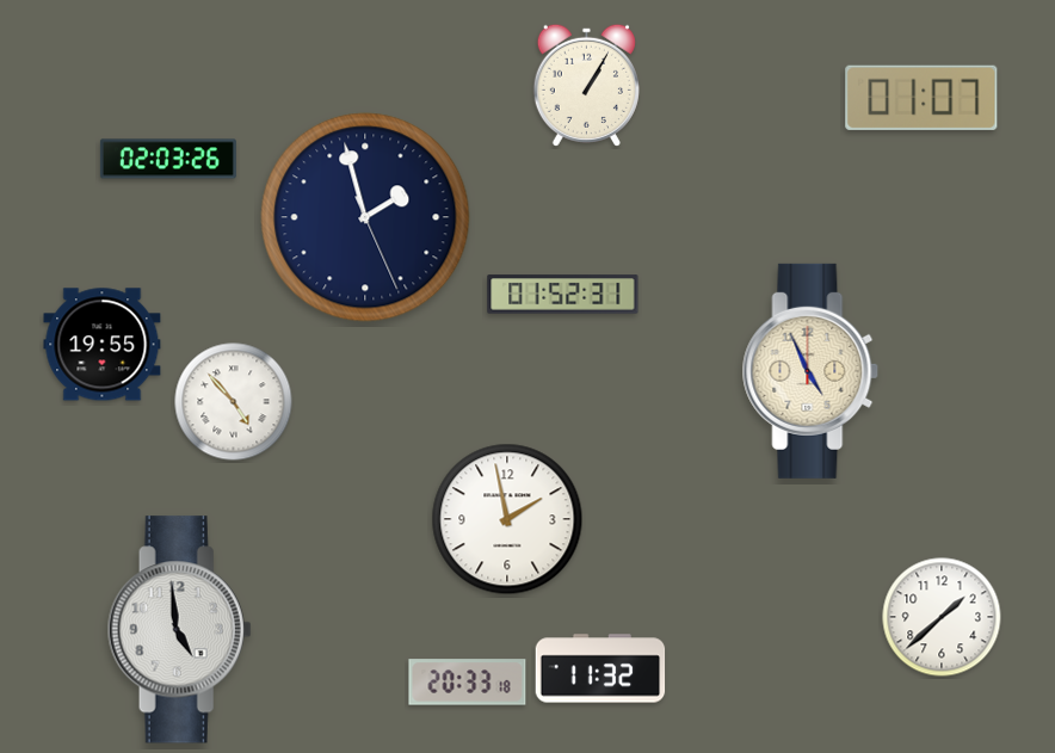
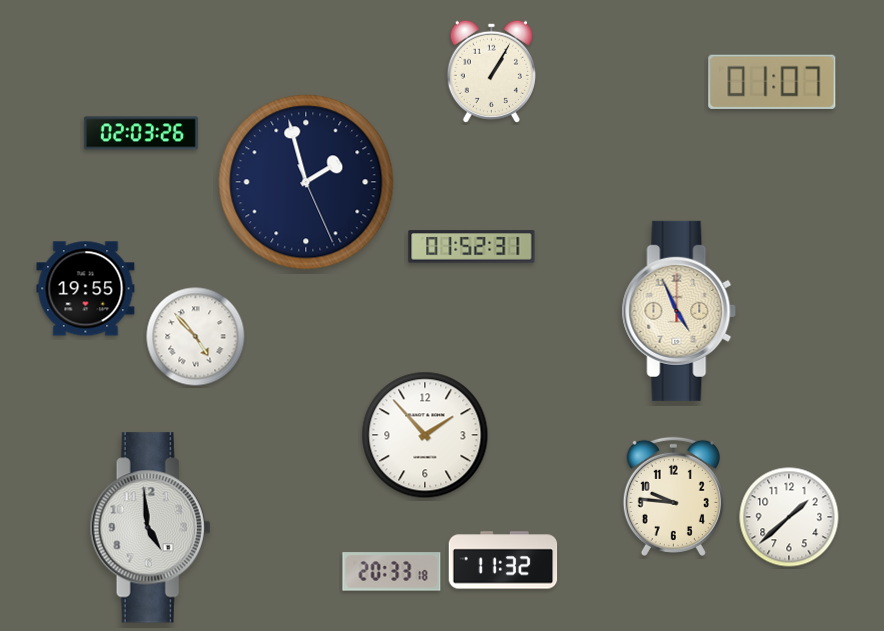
clock at (507, 519): 1:58 -> 1:53
clock at (673, 496): none -> 9:46
